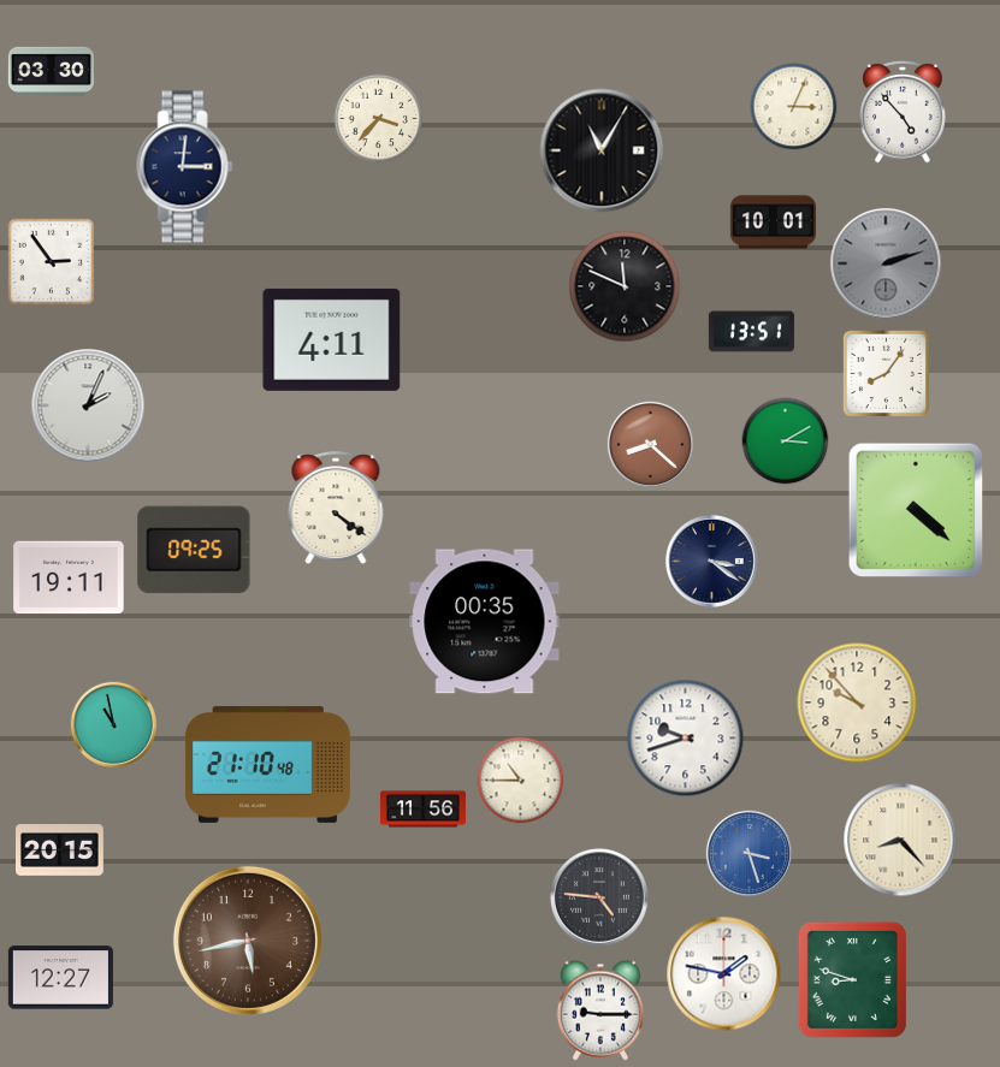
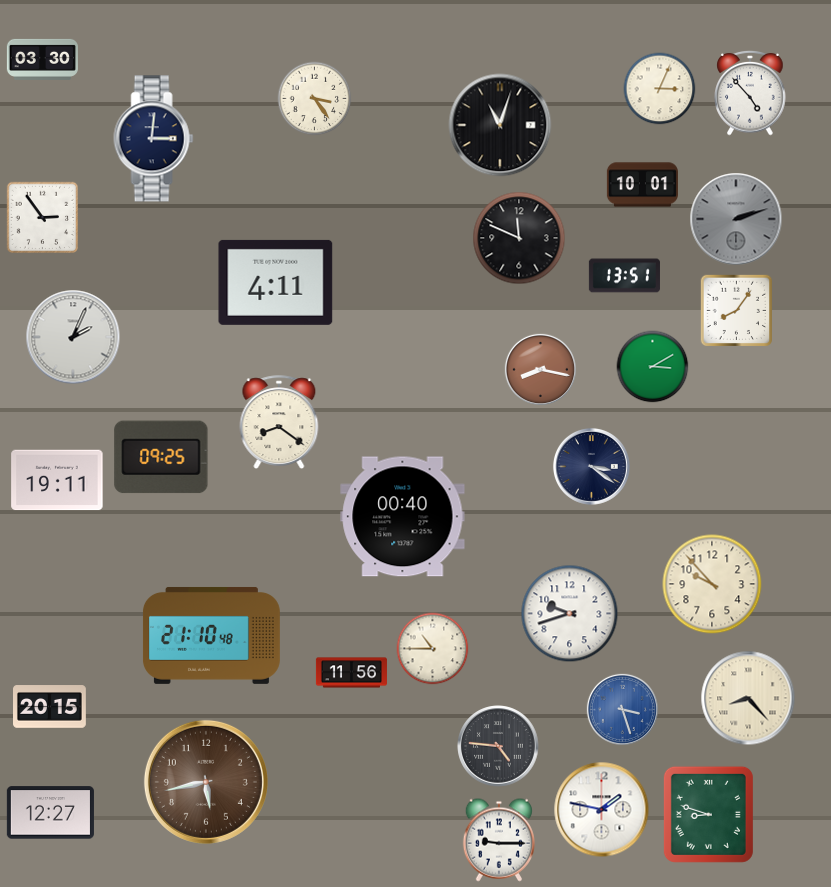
clock at (379, 119): 3:37 -> 3:24
clock at (602, 150): 11:05 -> 11:03
clock at (650, 444): 8:22 -> 8:17
clock at (336, 508): 4:21 -> 8:21
clock at (916, 510): 4:22 -> none
clock at (485, 622): 00:35 -> 00:40
clock at (113, 724): 10:58 -> none
clock at (267, 764) position: (267, 764) -> (211, 635)
